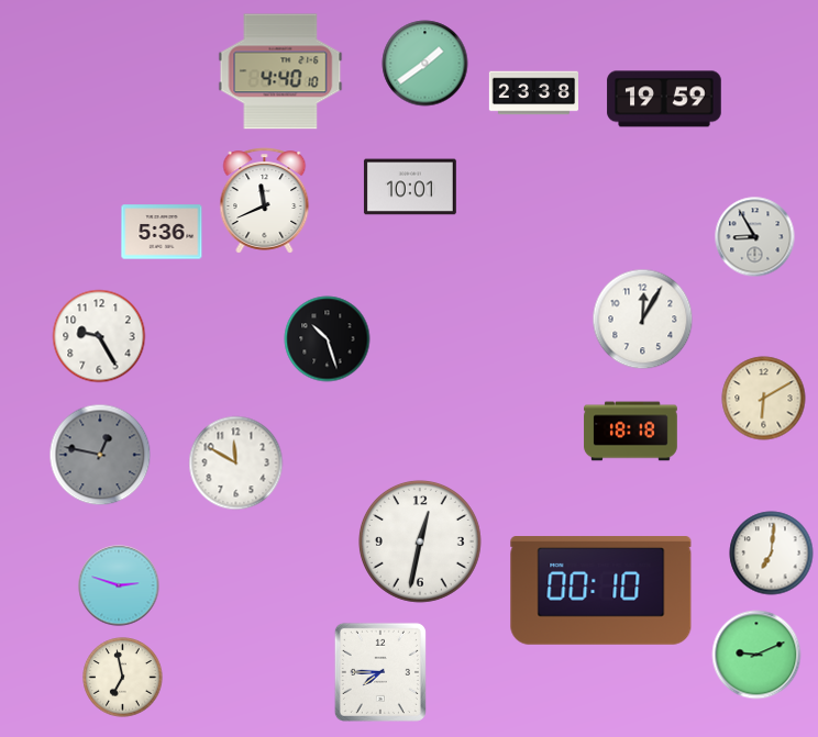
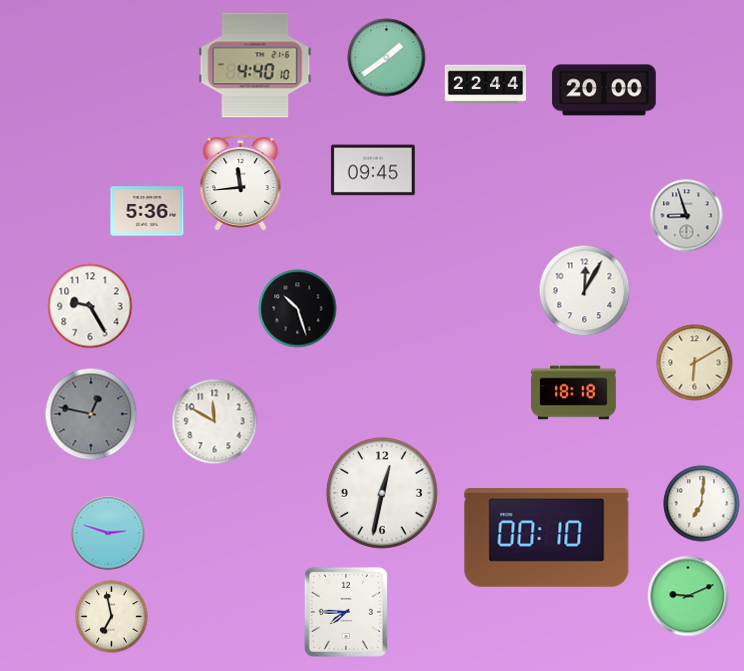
clock at (533, 93): 23:38 -> 22:44
clock at (664, 99): 19:59 -> 20:00
clock at (410, 187): 10:01 -> 09:45
clock at (265, 201): 11:41 -> 11:44
clock at (755, 237): 8:55 -> 8:57
